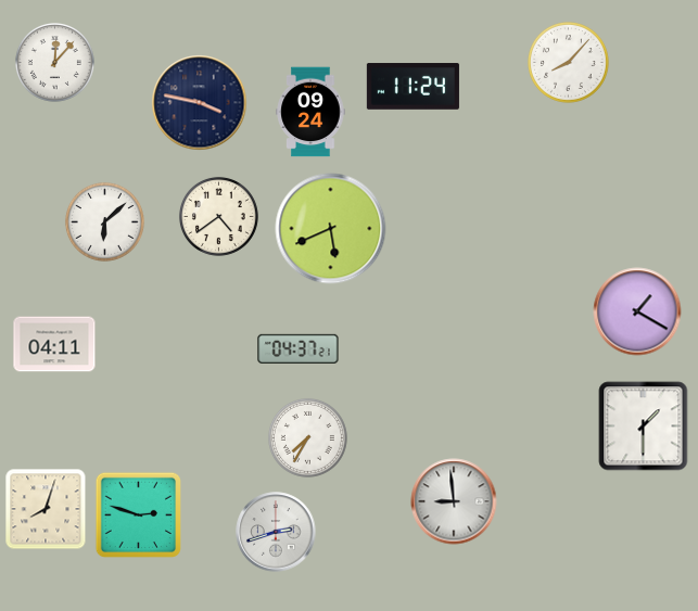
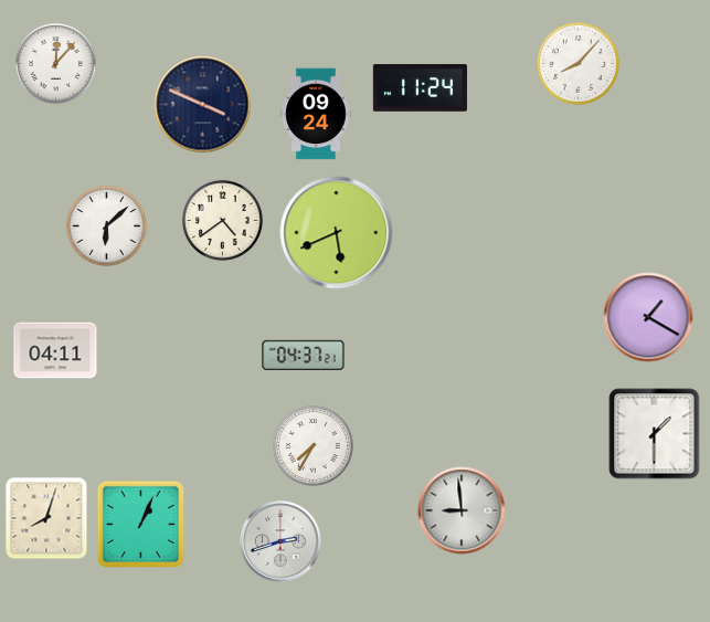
clock at (200, 103): 3:47 -> 3:49
clock at (138, 514): 2:48 -> 1:04
